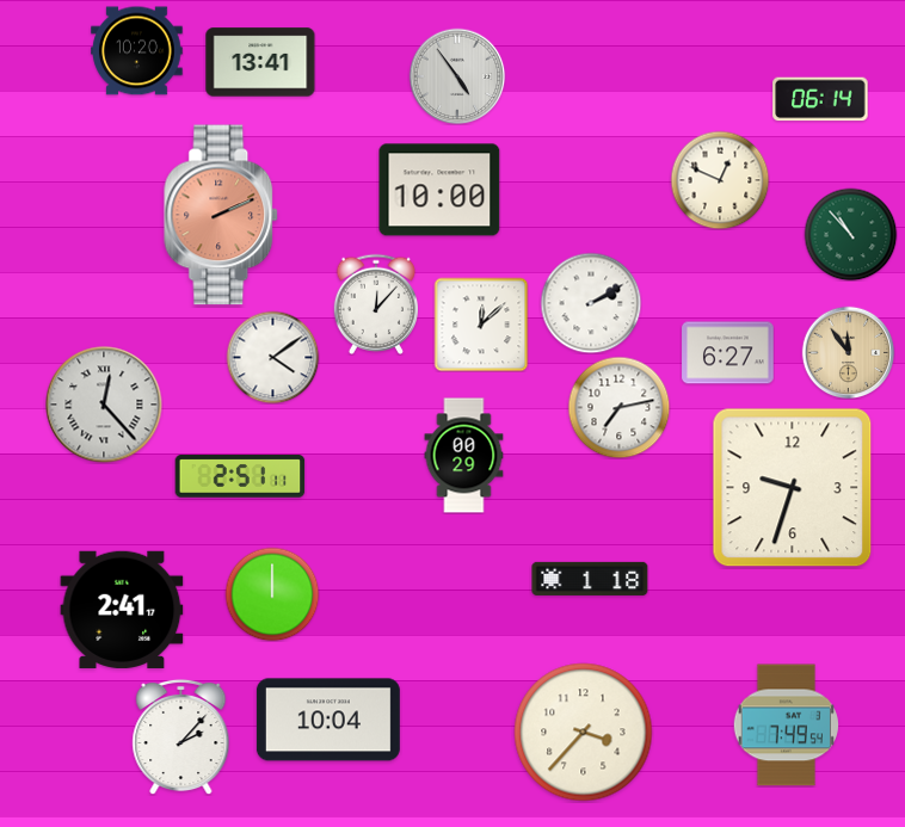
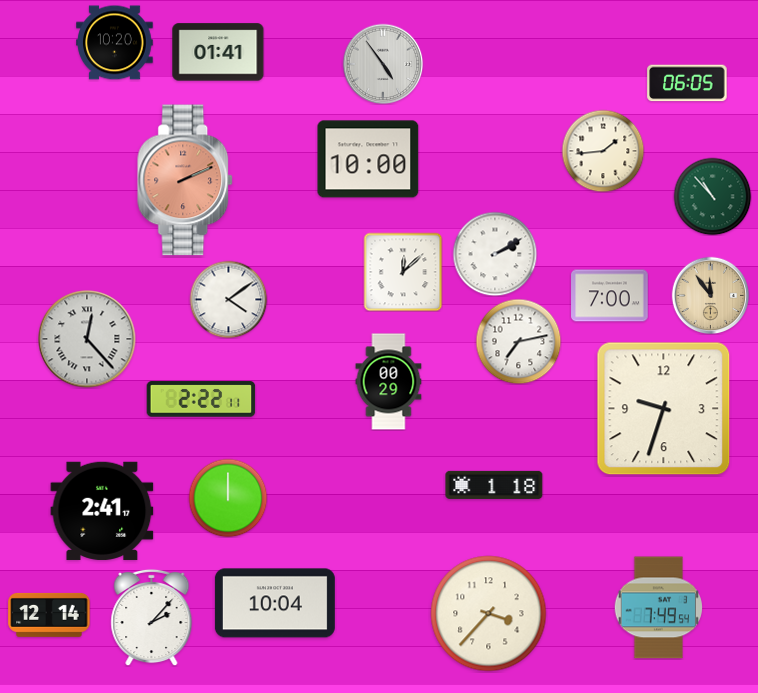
clock at (260, 62): 13:41 -> 01:41
clock at (820, 99): 06:14 -> 06:05
clock at (720, 180): 12:49 -> 1:44
clock at (375, 304): 12:07 -> none
clock at (728, 353): 6:27 -> 7:00
clock at (240, 476): 2:51 -> 2:22
clock at (49, 615): none -> 12:14
